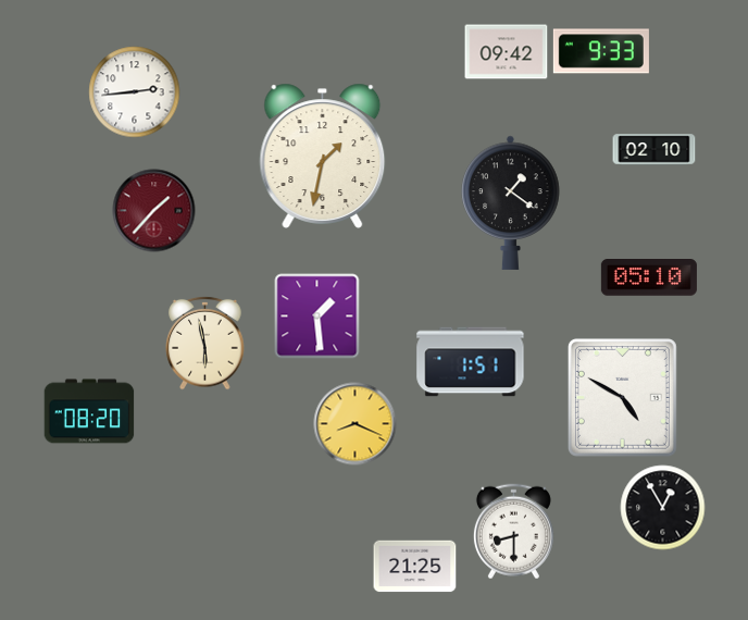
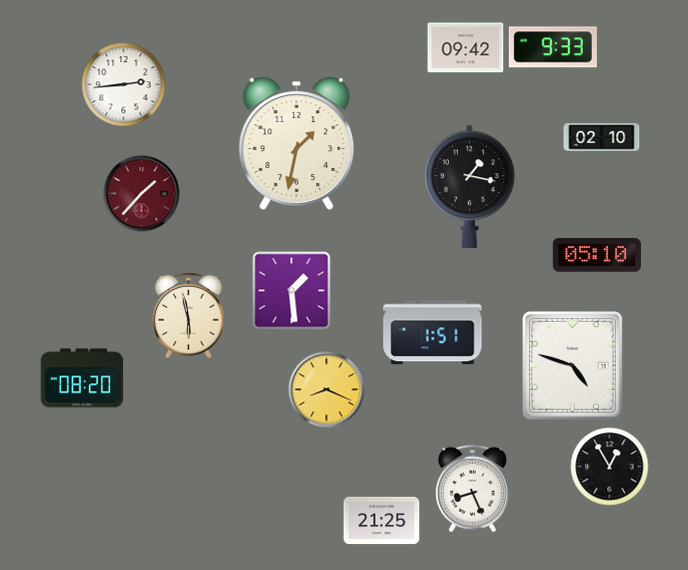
clock at (511, 202): 1:21 -> 1:17
clock at (622, 397): 4:50 -> 4:48
clock at (513, 532): 8:30 -> 8:26
